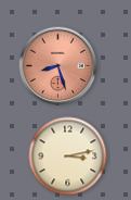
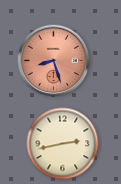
clock at (68, 157): 3:13 -> 2:43
